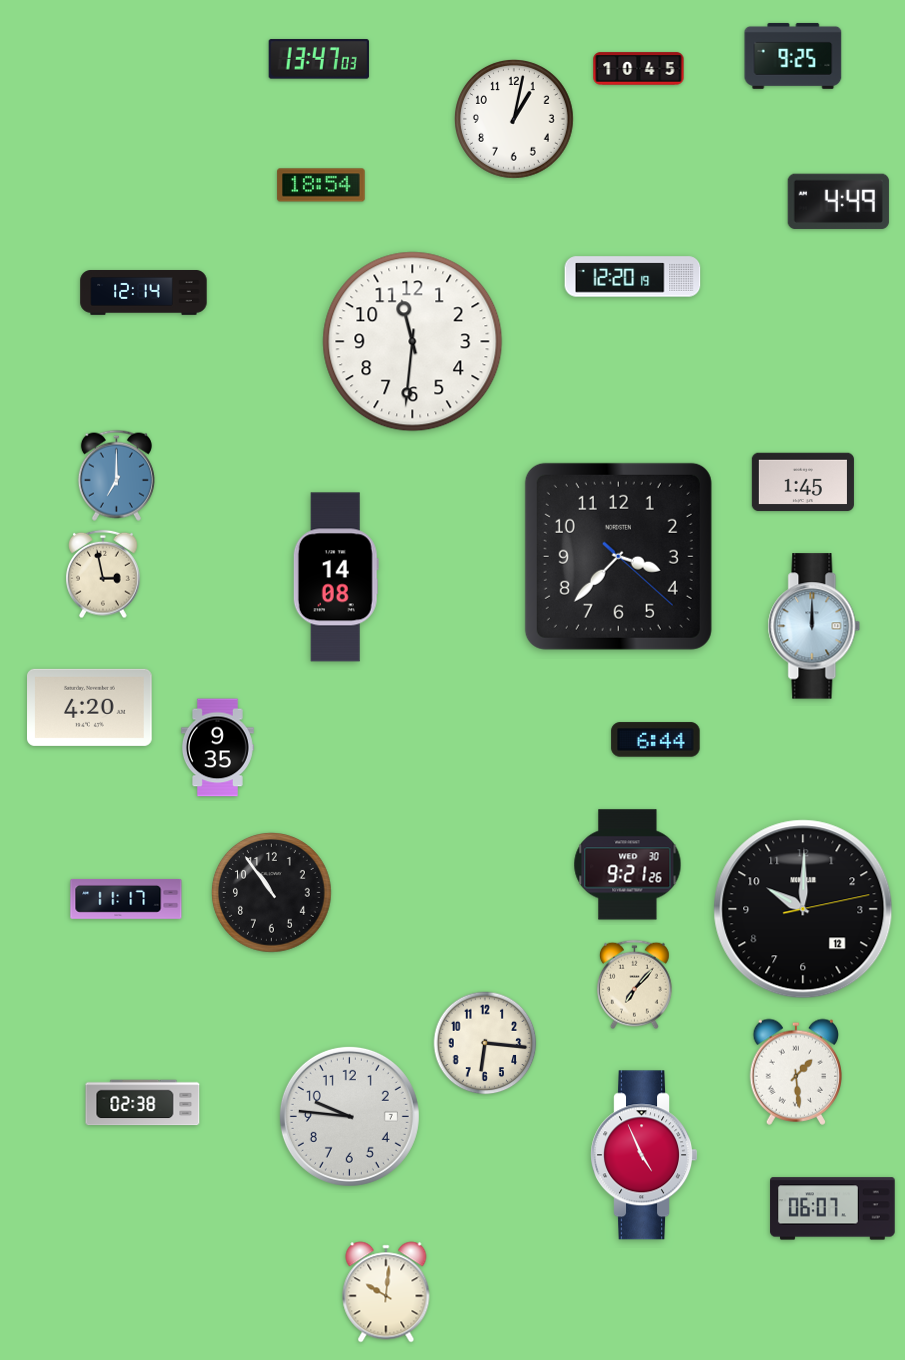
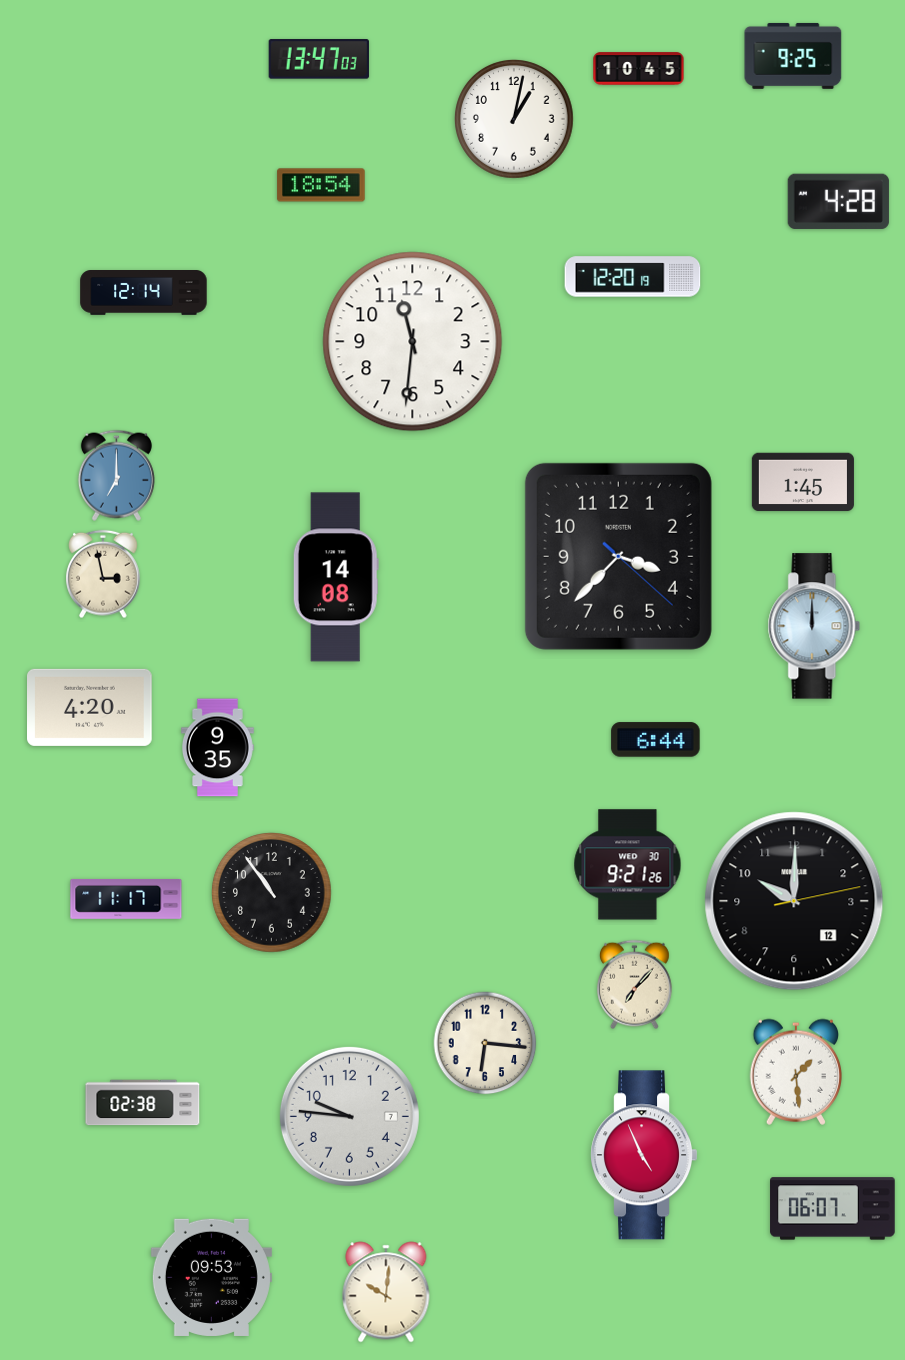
clock at (838, 201): 4:49 -> 4:28
clock at (803, 909) position: (803, 909) -> (794, 901)
clock at (211, 1277): none -> 09:53
